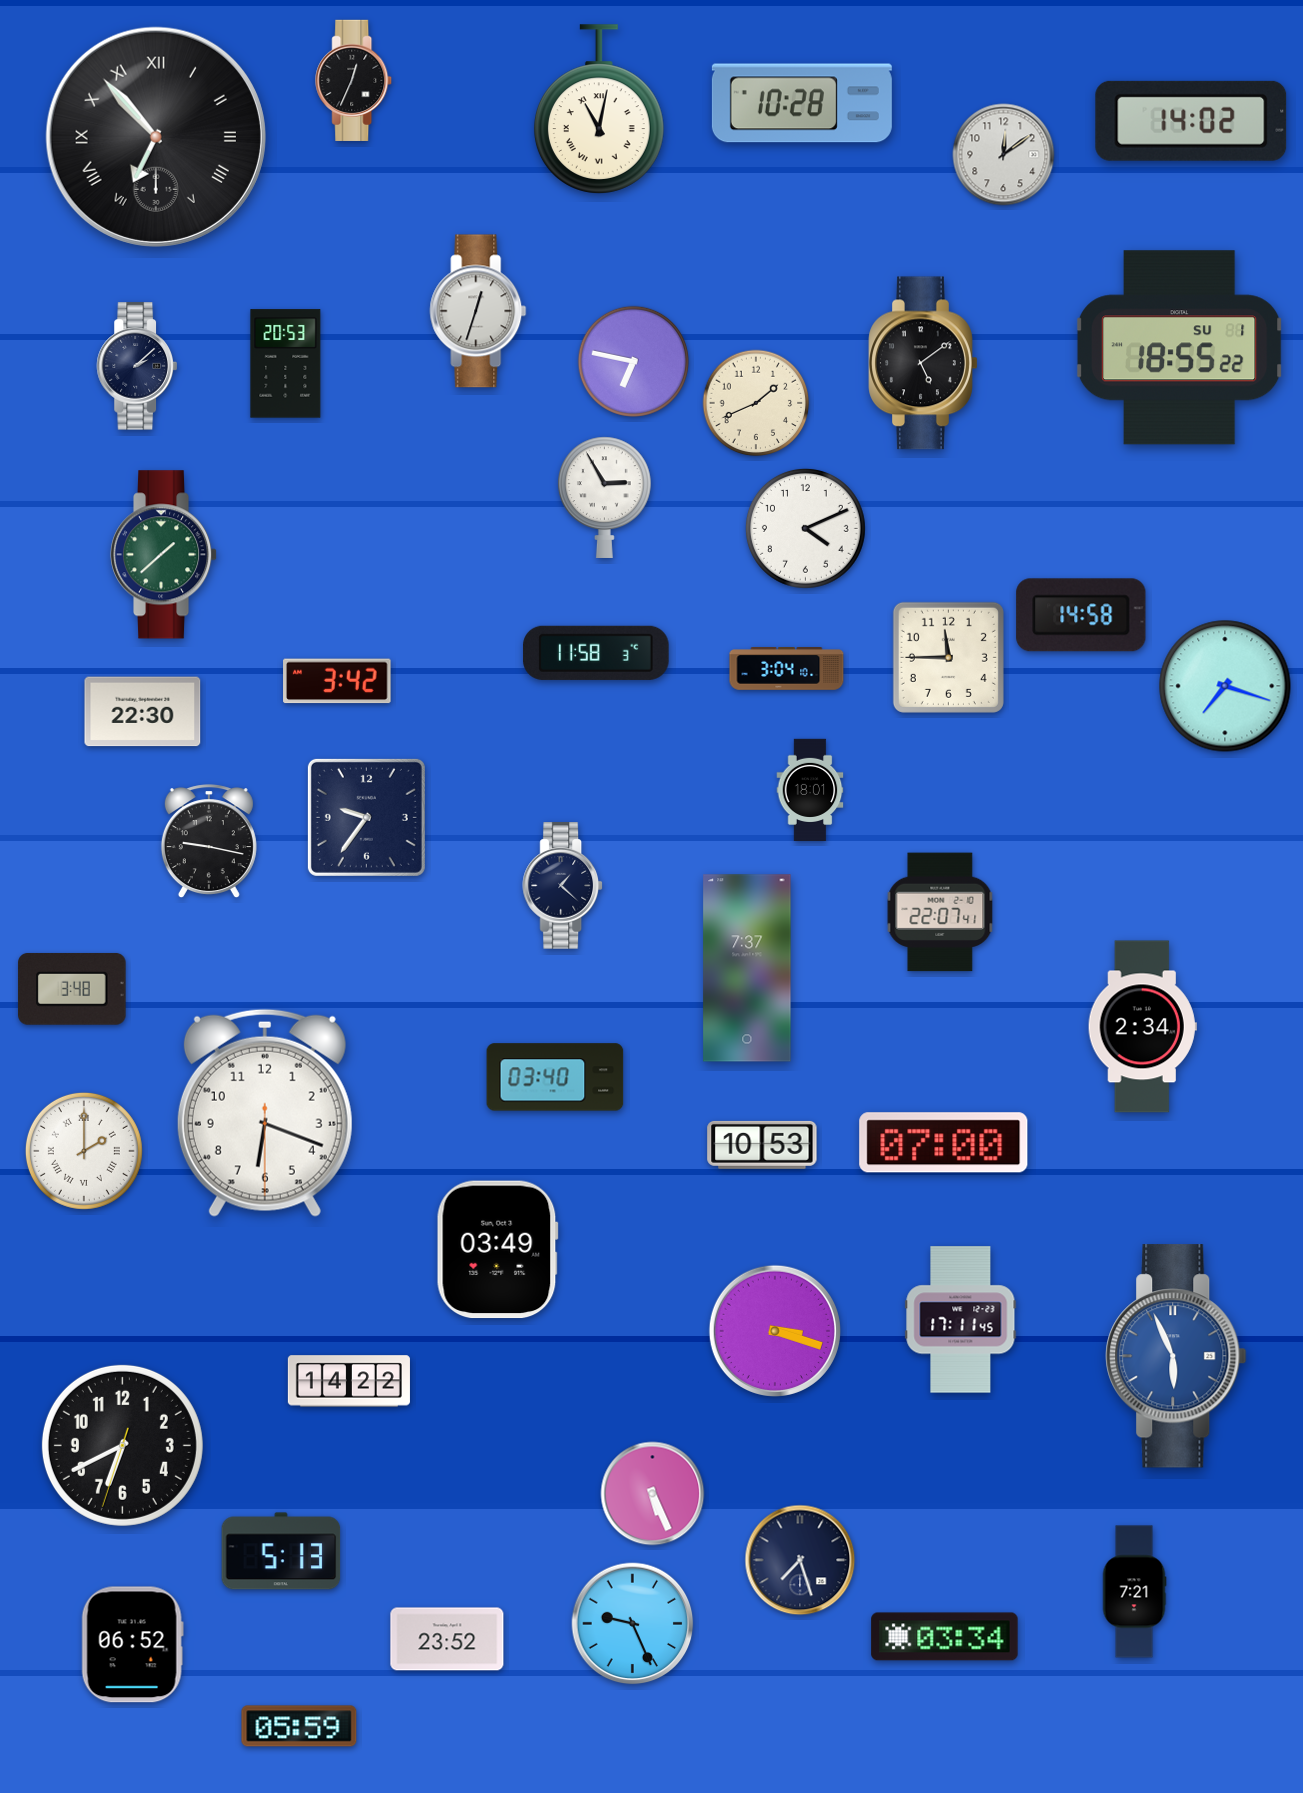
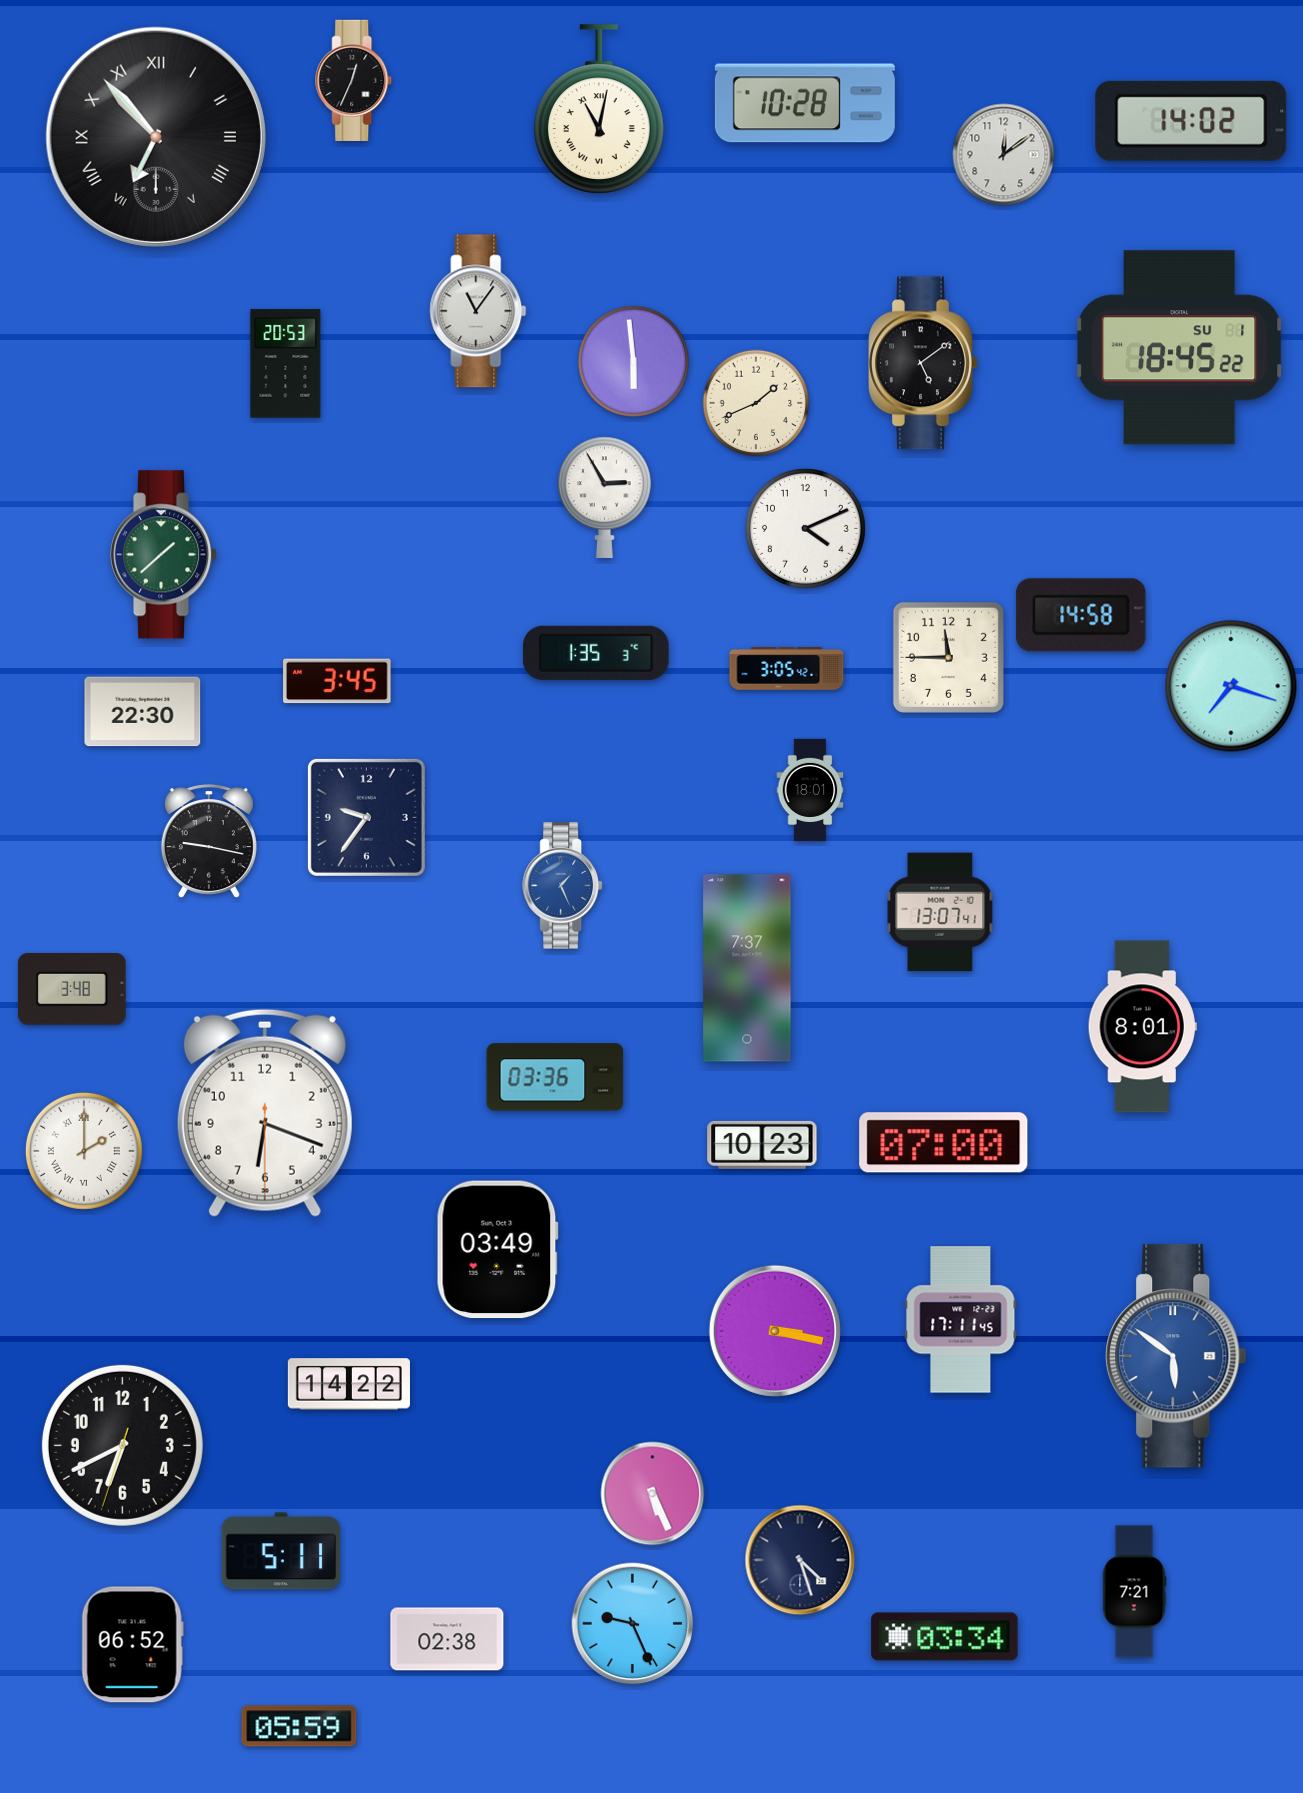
clock at (802, 103) position: (802, 103) -> (805, 103)
clock at (478, 311): 12:33 -> 11:06
clock at (1180, 348): 18:55 -> 18:45
clock at (633, 361): 6:47 -> 5:59
clock at (137, 366): 2:08 -> none
clock at (596, 653): 11:58 -> 1:35
clock at (787, 669): 3:04 -> 3:05
clock at (337, 681): 3:42 -> 3:45
clock at (1225, 686) position: (1225, 686) -> (1231, 686)
clock at (562, 886): 1:22 -> 1:26
clock at (562, 886) dial: navy -> blue
clock at (940, 912): 22:07 -> 13:07
clock at (1142, 1027): 2:34 -> 8:01
clock at (555, 1077): 03:40 -> 03:36
clock at (762, 1145): 10:53 -> 10:23
clock at (775, 1331): 3:18 -> 3:17
clock at (1176, 1356): 5:56 -> 5:51
clock at (349, 1381) position: (349, 1381) -> (349, 1384)
clock at (281, 1551): 5:13 -> 5:11
clock at (800, 1560): 7:27 -> 4:27
clock at (447, 1639): 23:52 -> 02:38
